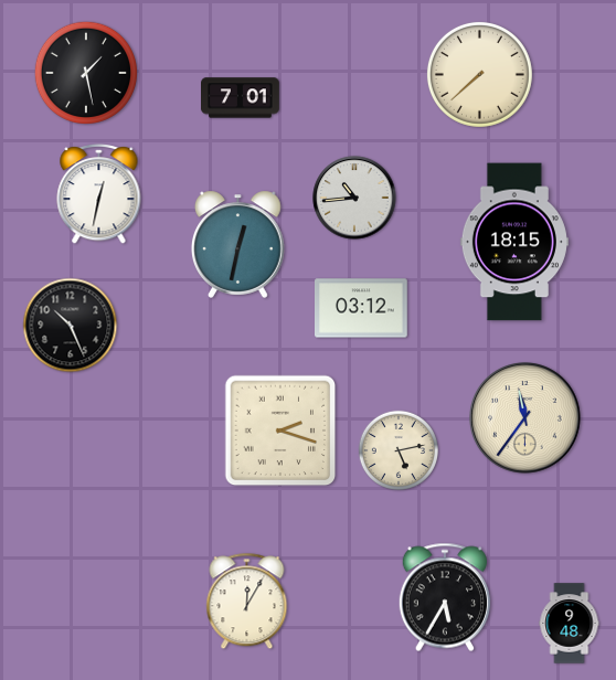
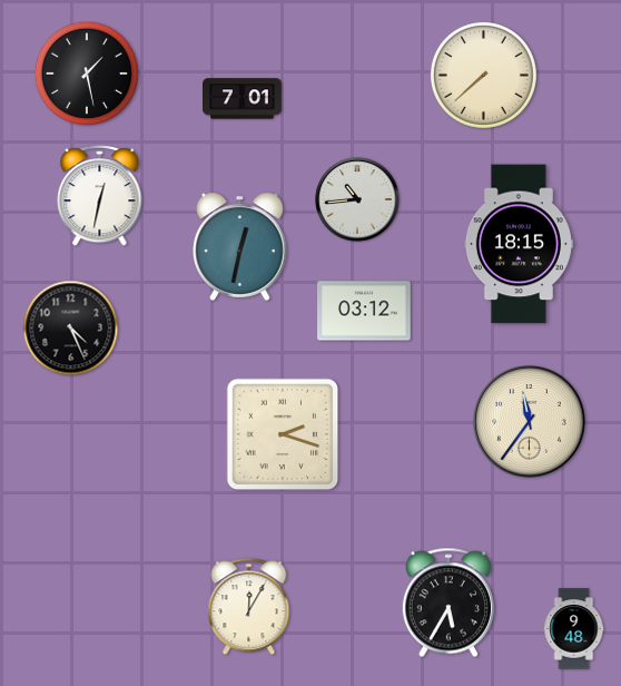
clock at (71, 326): 10:26 -> 4:26
clock at (397, 449): 5:13 -> none
